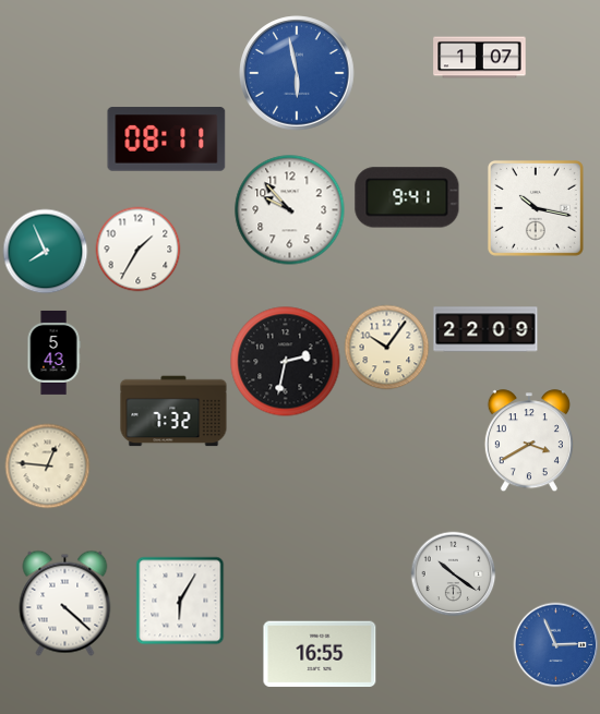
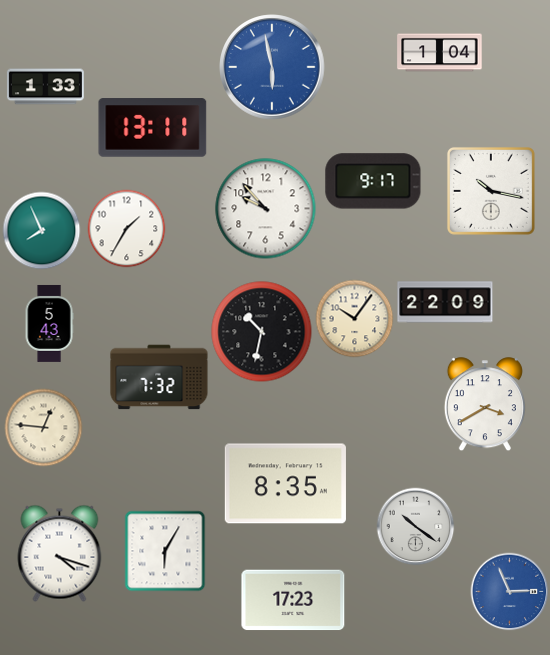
clock at (480, 58): 1:07 -> 1:04
clock at (45, 87): none -> 1:33
clock at (167, 140): 08:11 -> 13:11
clock at (407, 197): 9:41 -> 9:17
clock at (290, 210) position: (290, 210) -> (266, 209)
clock at (286, 362): 2:32 -> 10:32
clock at (285, 484): none -> 8:35
clock at (65, 603): 4:22 -> 4:18
clock at (320, 654): 16:55 -> 17:23
